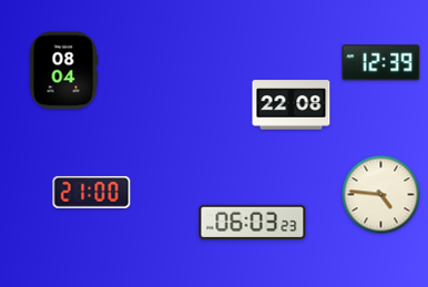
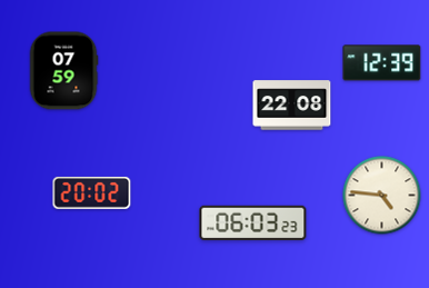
clock at (63, 71): 08:04 -> 07:59
clock at (92, 192): 21:00 -> 20:02
